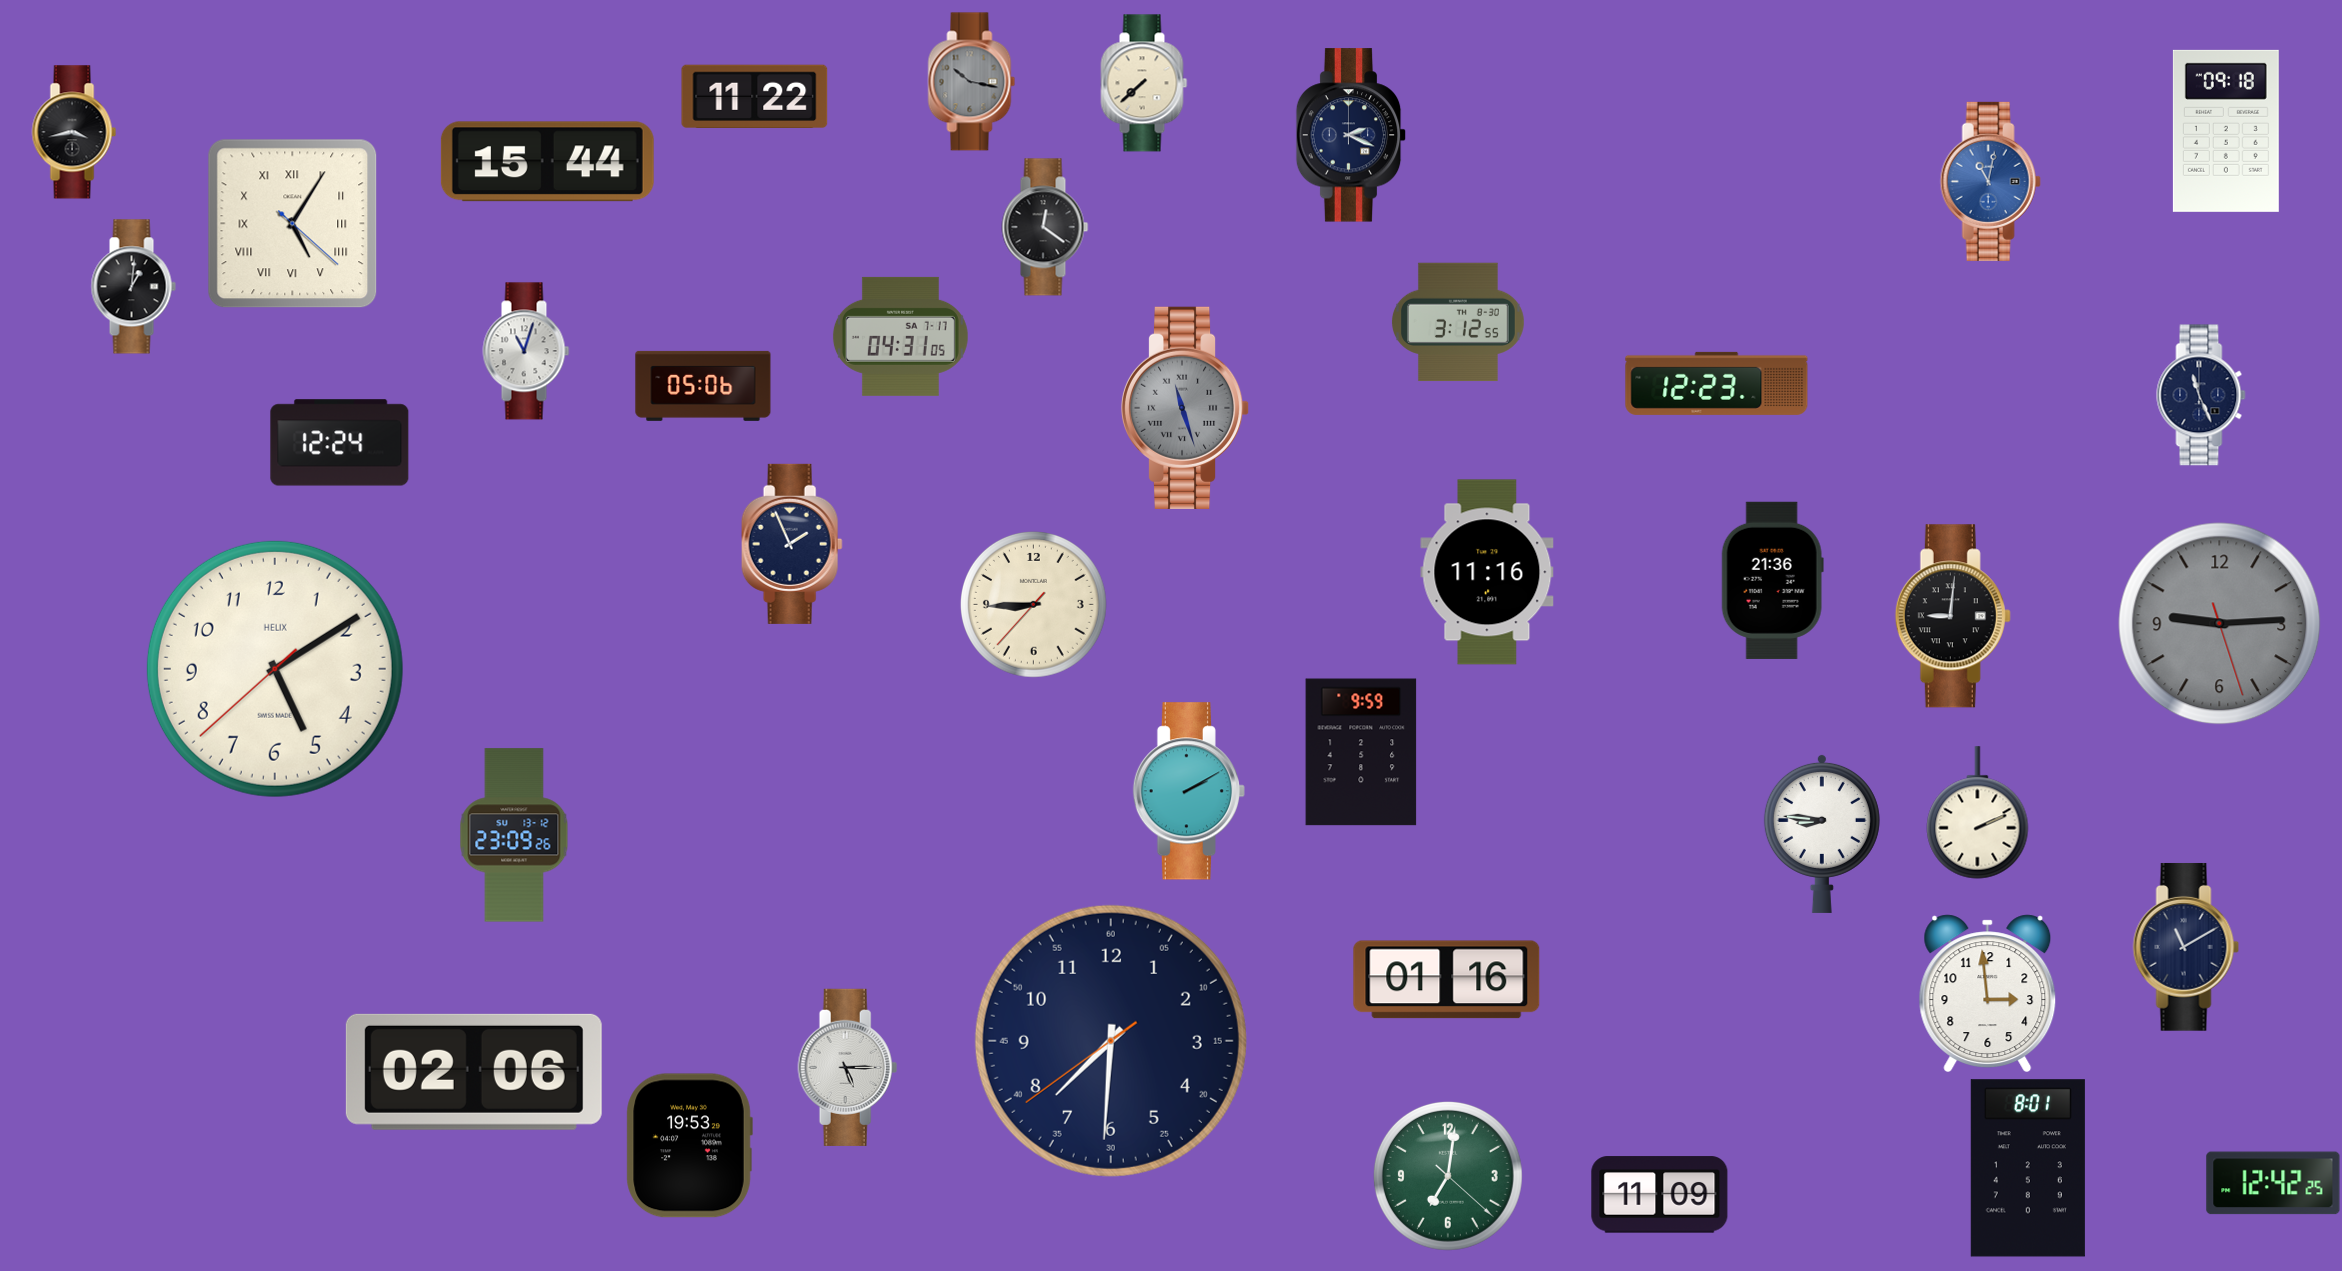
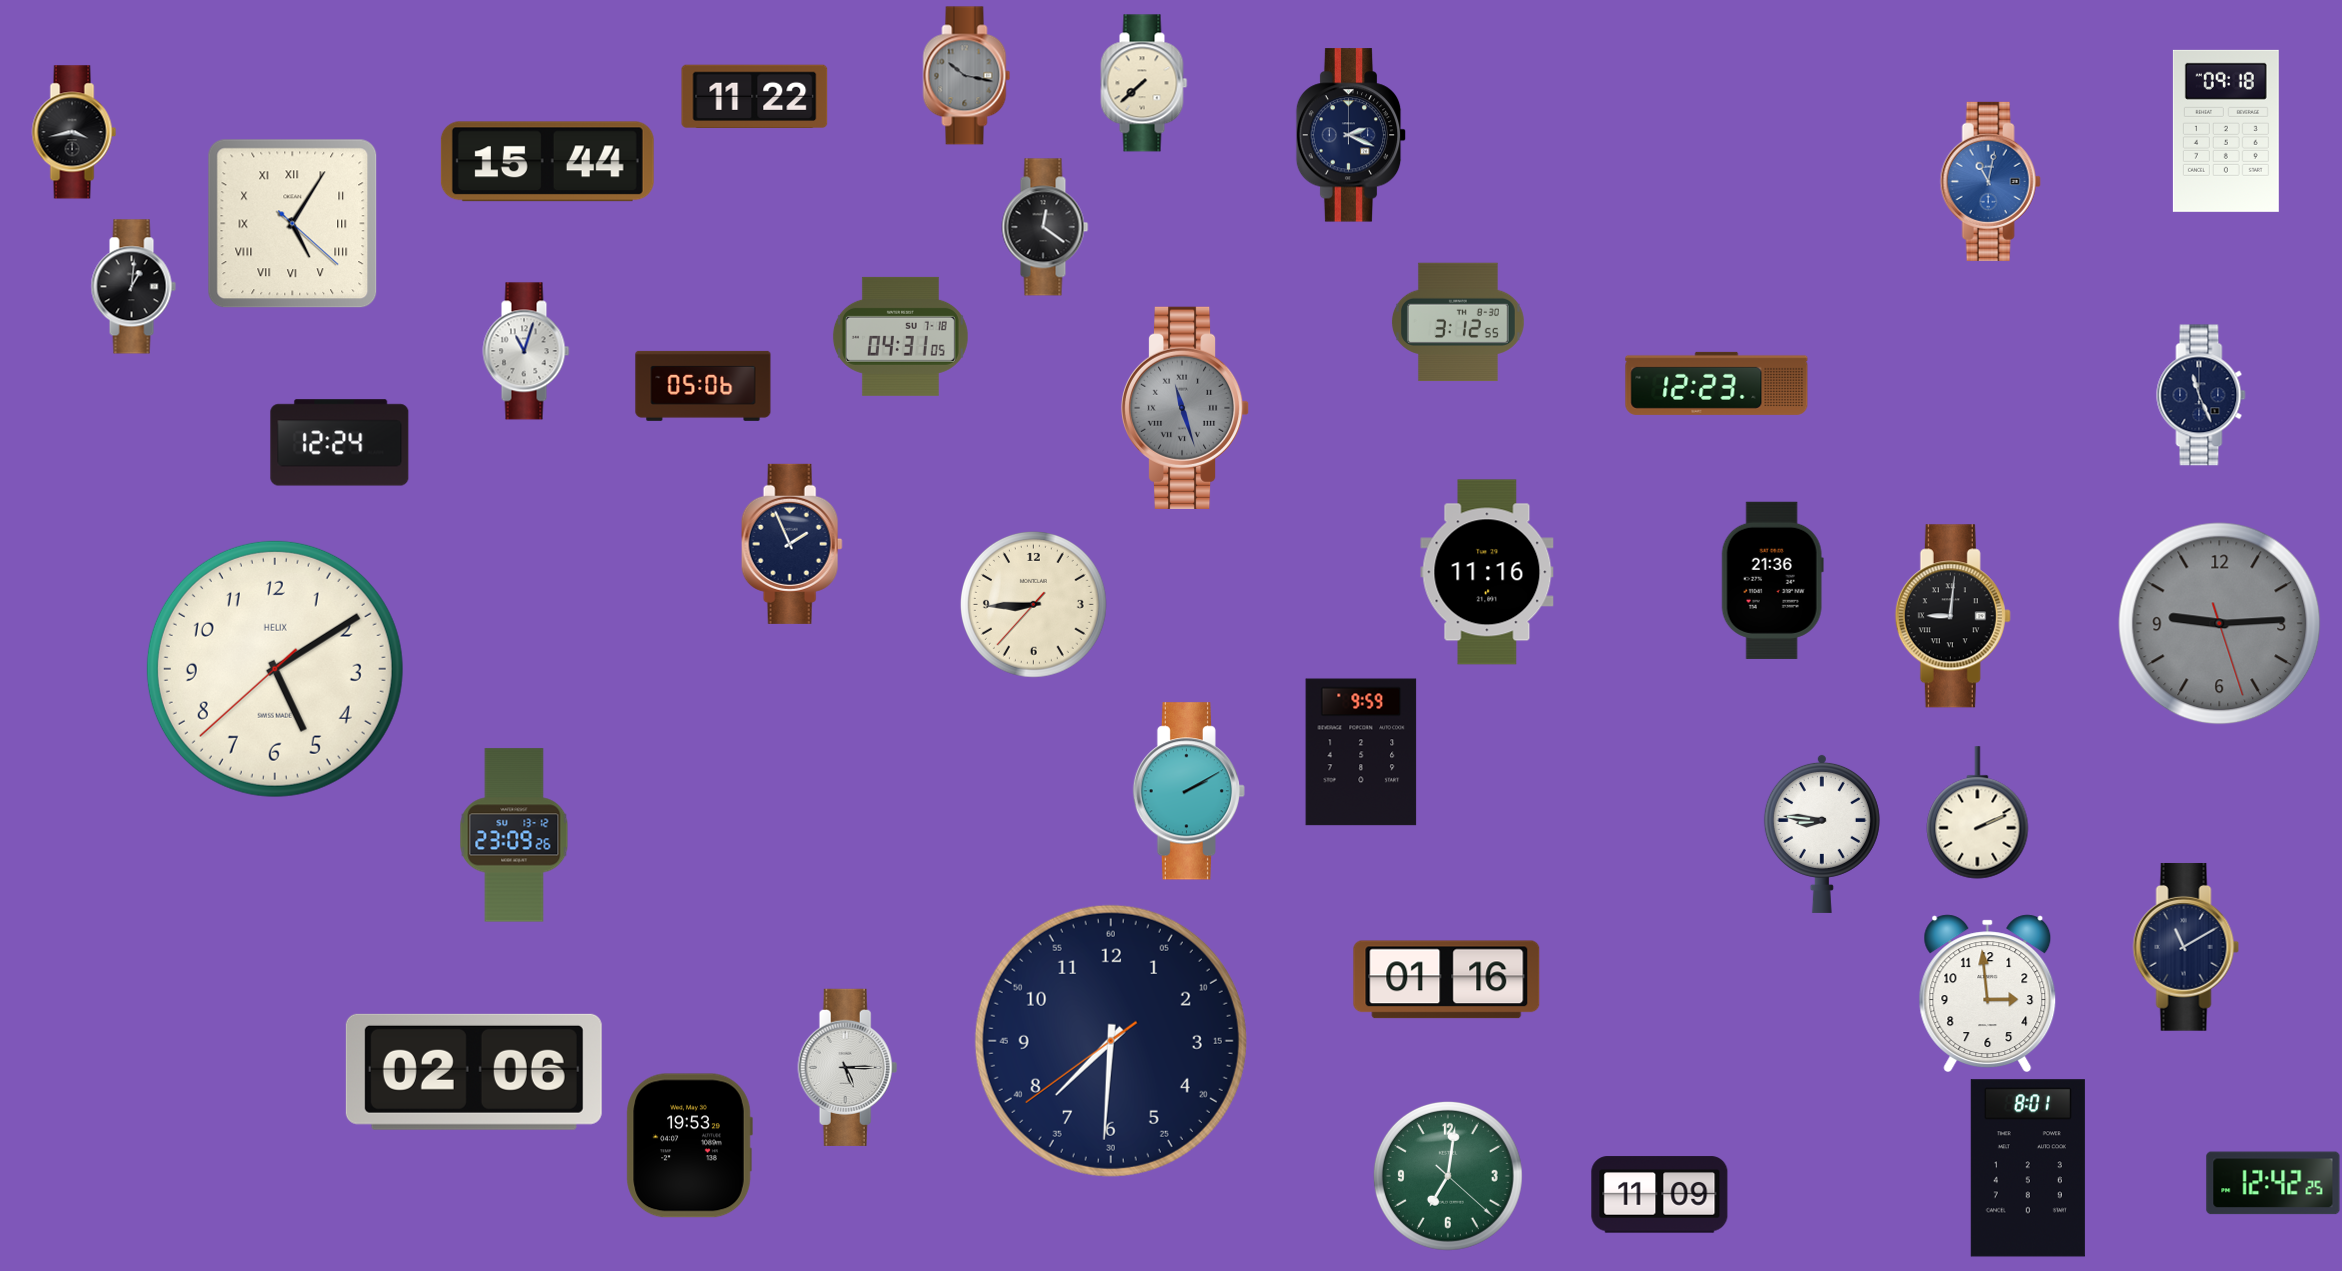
clock at (972, 82) position: (972, 82) -> (967, 76)
clock at (900, 336) date: SA 7-17 -> SU 7-18
